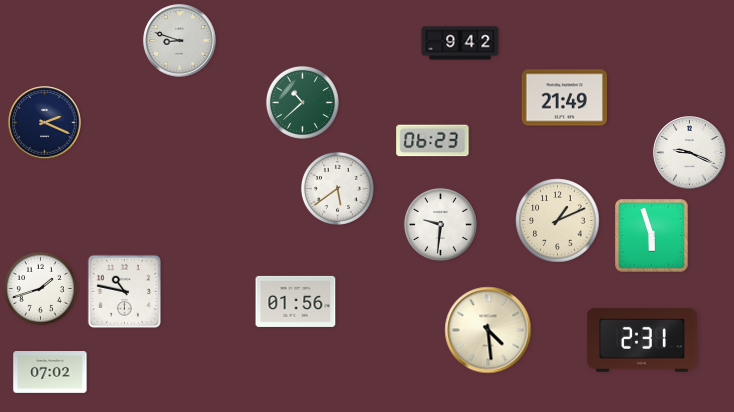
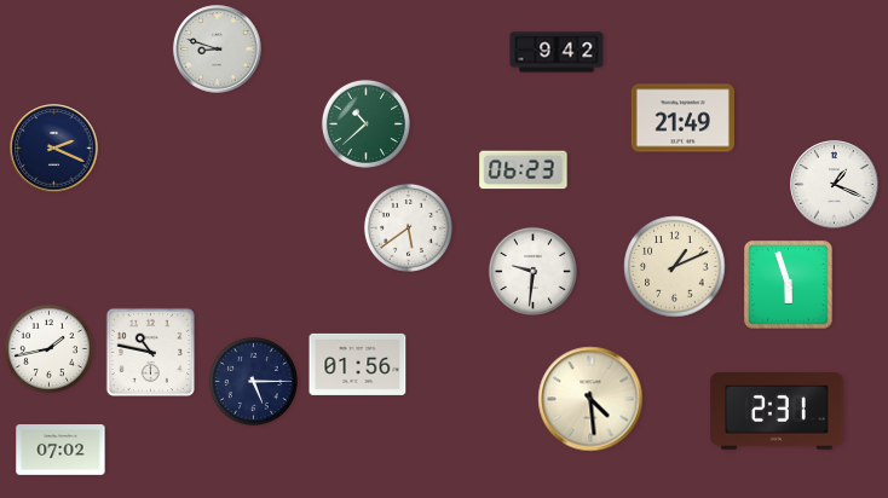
clock at (690, 153): 9:19 -> 1:19
clock at (40, 288): 1:42 -> 1:43
clock at (253, 381): none -> 5:15
